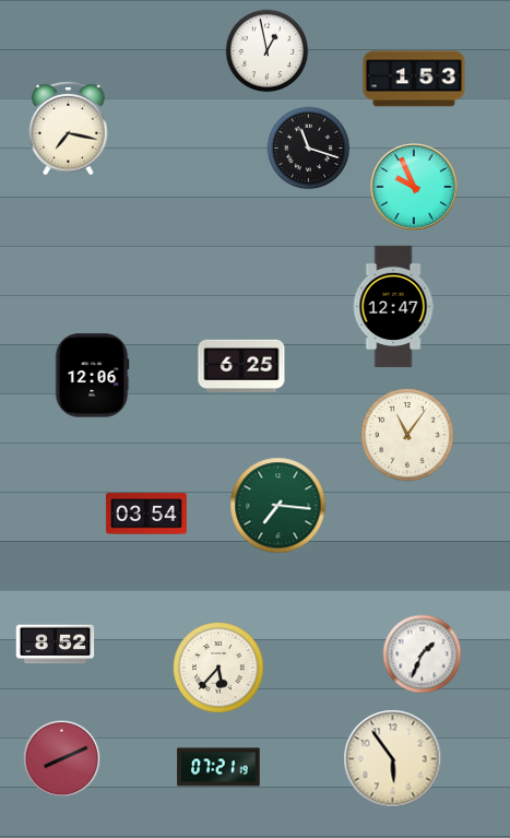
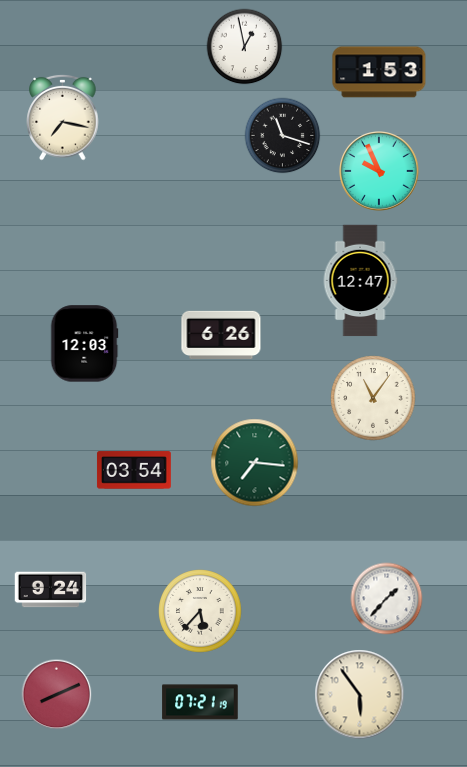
clock at (241, 366): 6:25 -> 6:26
clock at (92, 376): 12:06 -> 12:03
clock at (56, 645): 8:52 -> 9:24
clock at (423, 654): 1:34 -> 1:37
